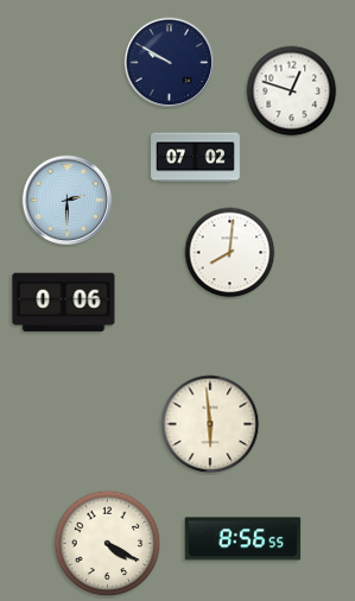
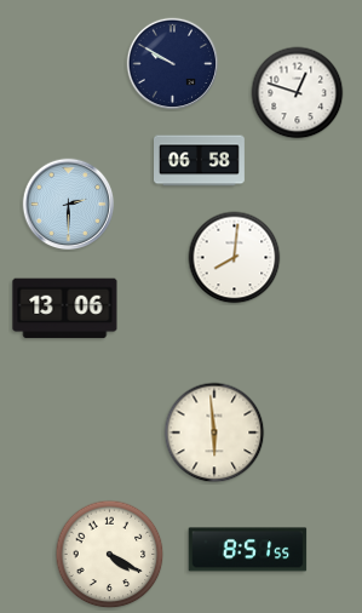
clock at (196, 158): 07:02 -> 06:58
clock at (64, 303): 0:06 -> 13:06
clock at (243, 539): 8:56 -> 8:51
